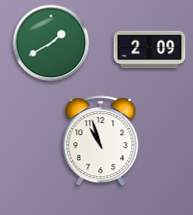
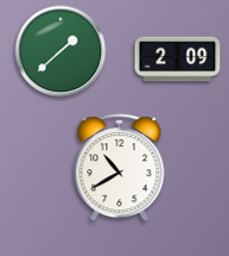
clock at (51, 43): 1:40 -> 1:38
clock at (101, 141): 10:57 -> 10:40
